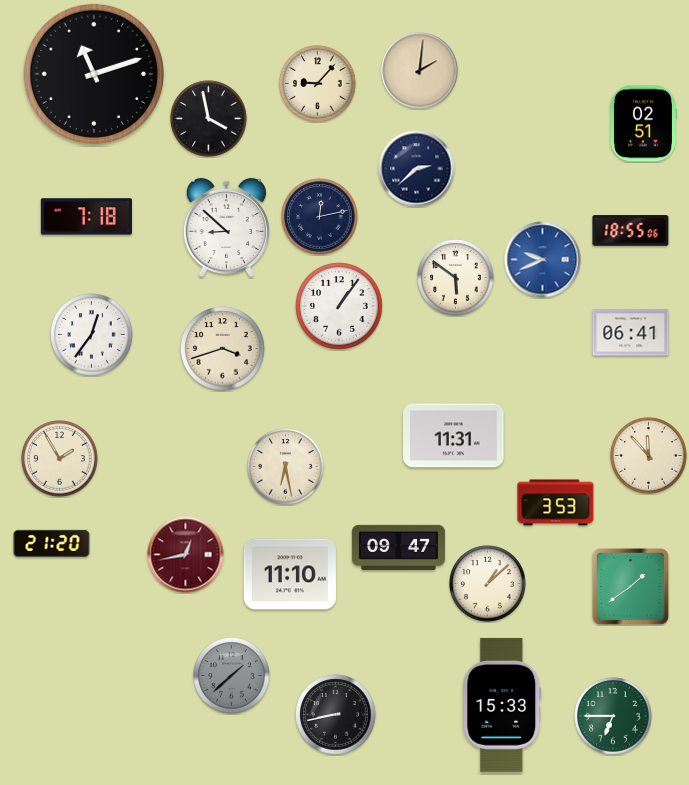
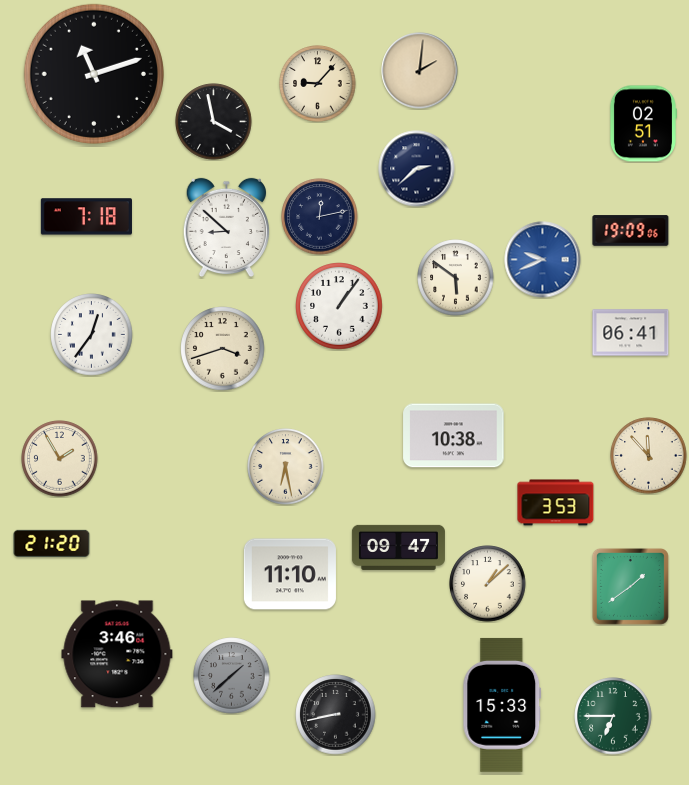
clock at (209, 119) position: (209, 119) -> (214, 122)
clock at (631, 231): 18:55 -> 19:09
clock at (454, 436): 11:31 -> 10:38
clock at (186, 555): 12:43 -> none
clock at (117, 654): none -> 3:46
